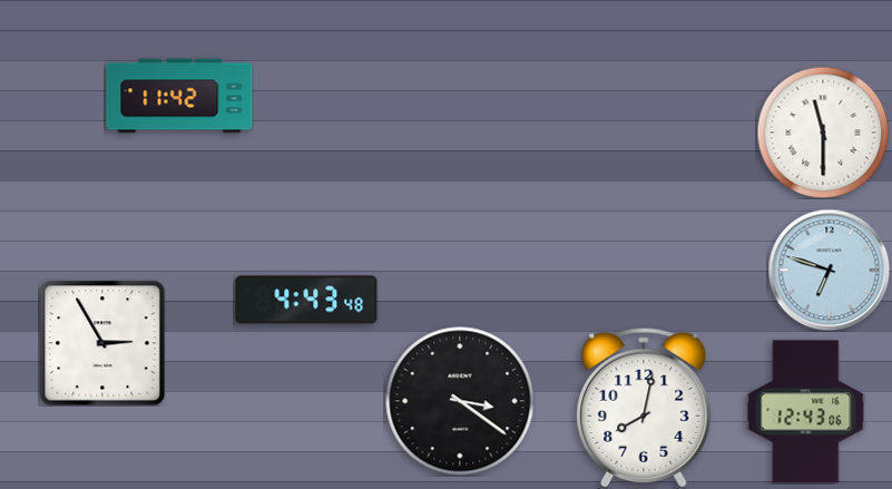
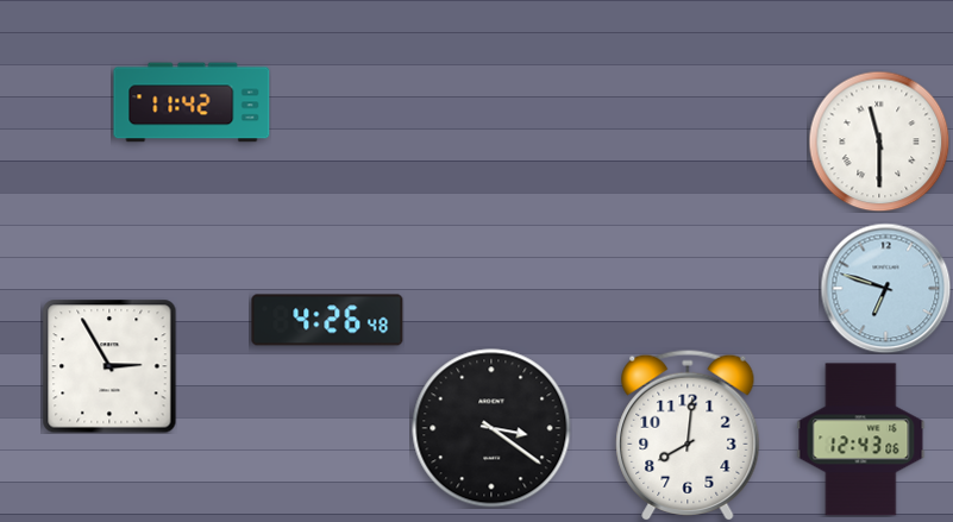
clock at (306, 300): 4:43 -> 4:26
clock at (644, 408): 8:02 -> 8:01
